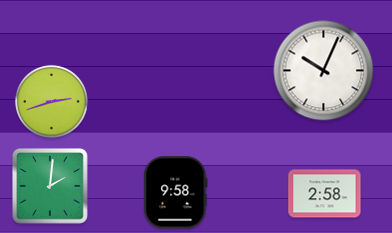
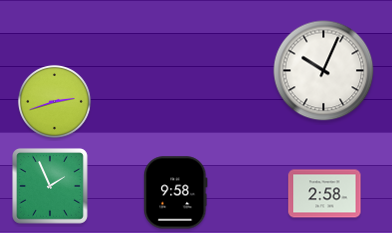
clock at (52, 102) position: (52, 102) -> (55, 102)
clock at (51, 187): 2:01 -> 1:56
